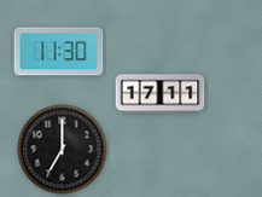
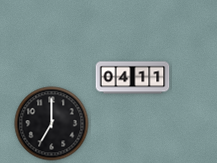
clock at (59, 52): 11:30 -> none
clock at (161, 94): 17:11 -> 04:11
